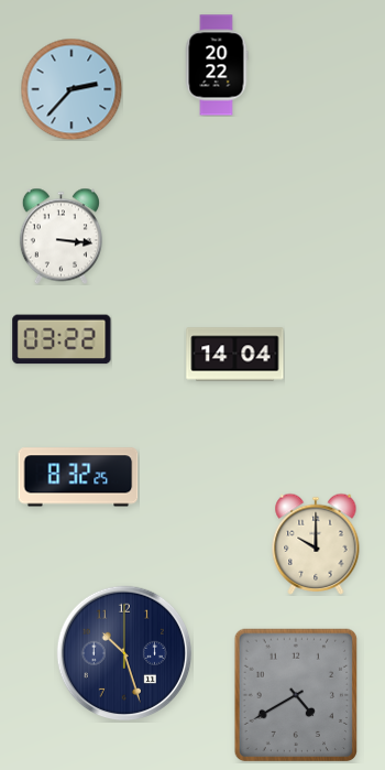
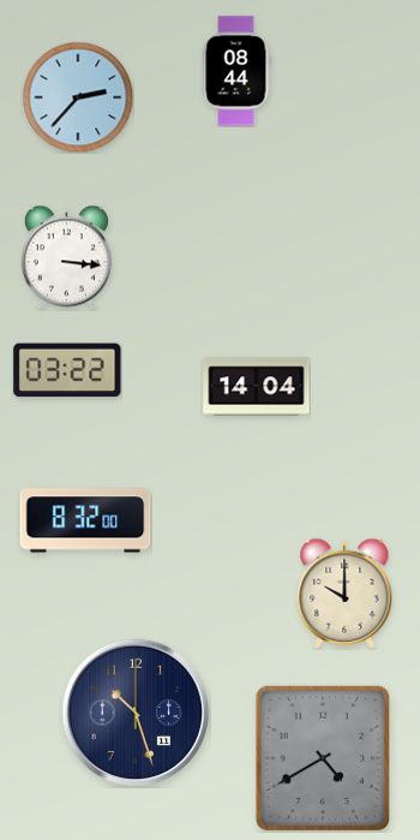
clock at (217, 65): 20:22 -> 08:44
clock at (78, 477): 8:32:25 -> 8:32:00
